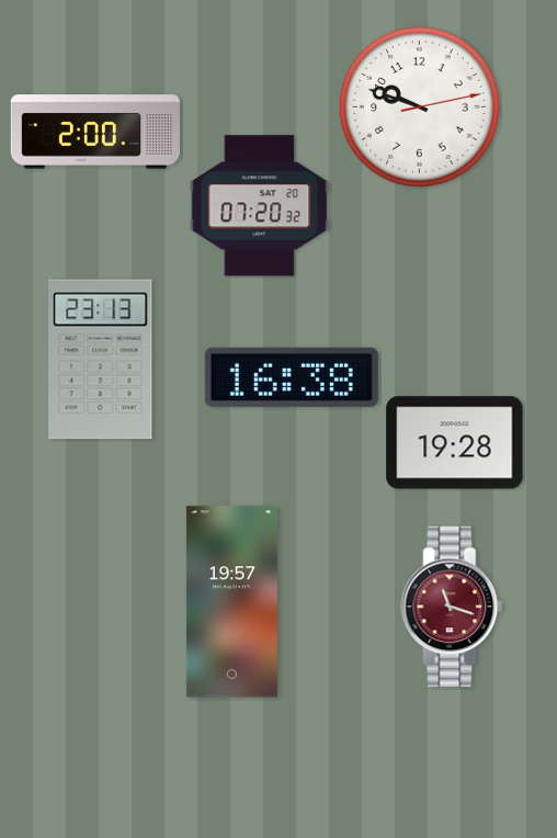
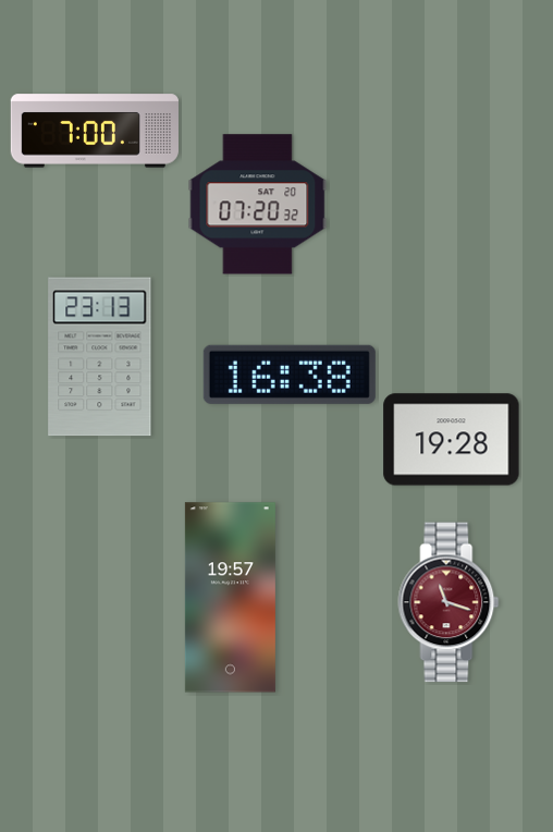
clock at (420, 107): 9:48 -> none
clock at (95, 132): 2:00 -> 7:00
